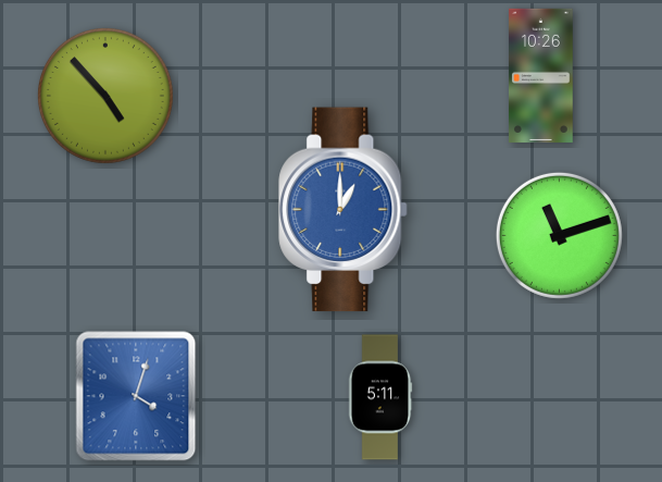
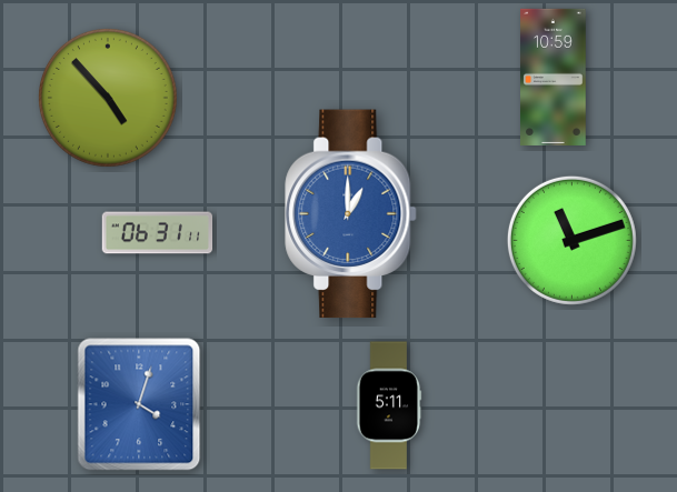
clock at (541, 75): 10:26 -> 10:59
clock at (158, 233): none -> 06:31
